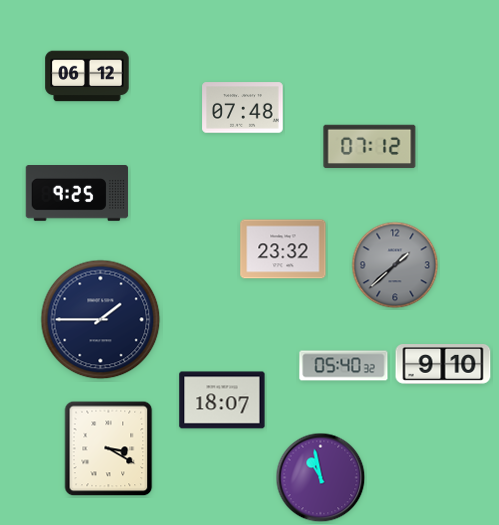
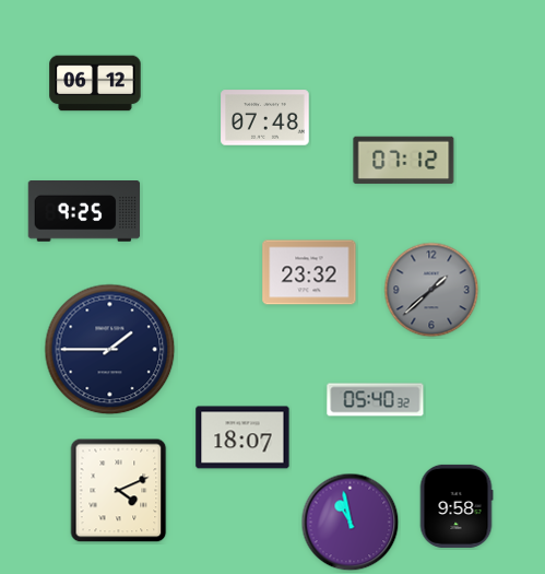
clock at (443, 365): 9:10 -> none
clock at (109, 449): 3:20 -> 4:11
clock at (457, 506): none -> 9:58
